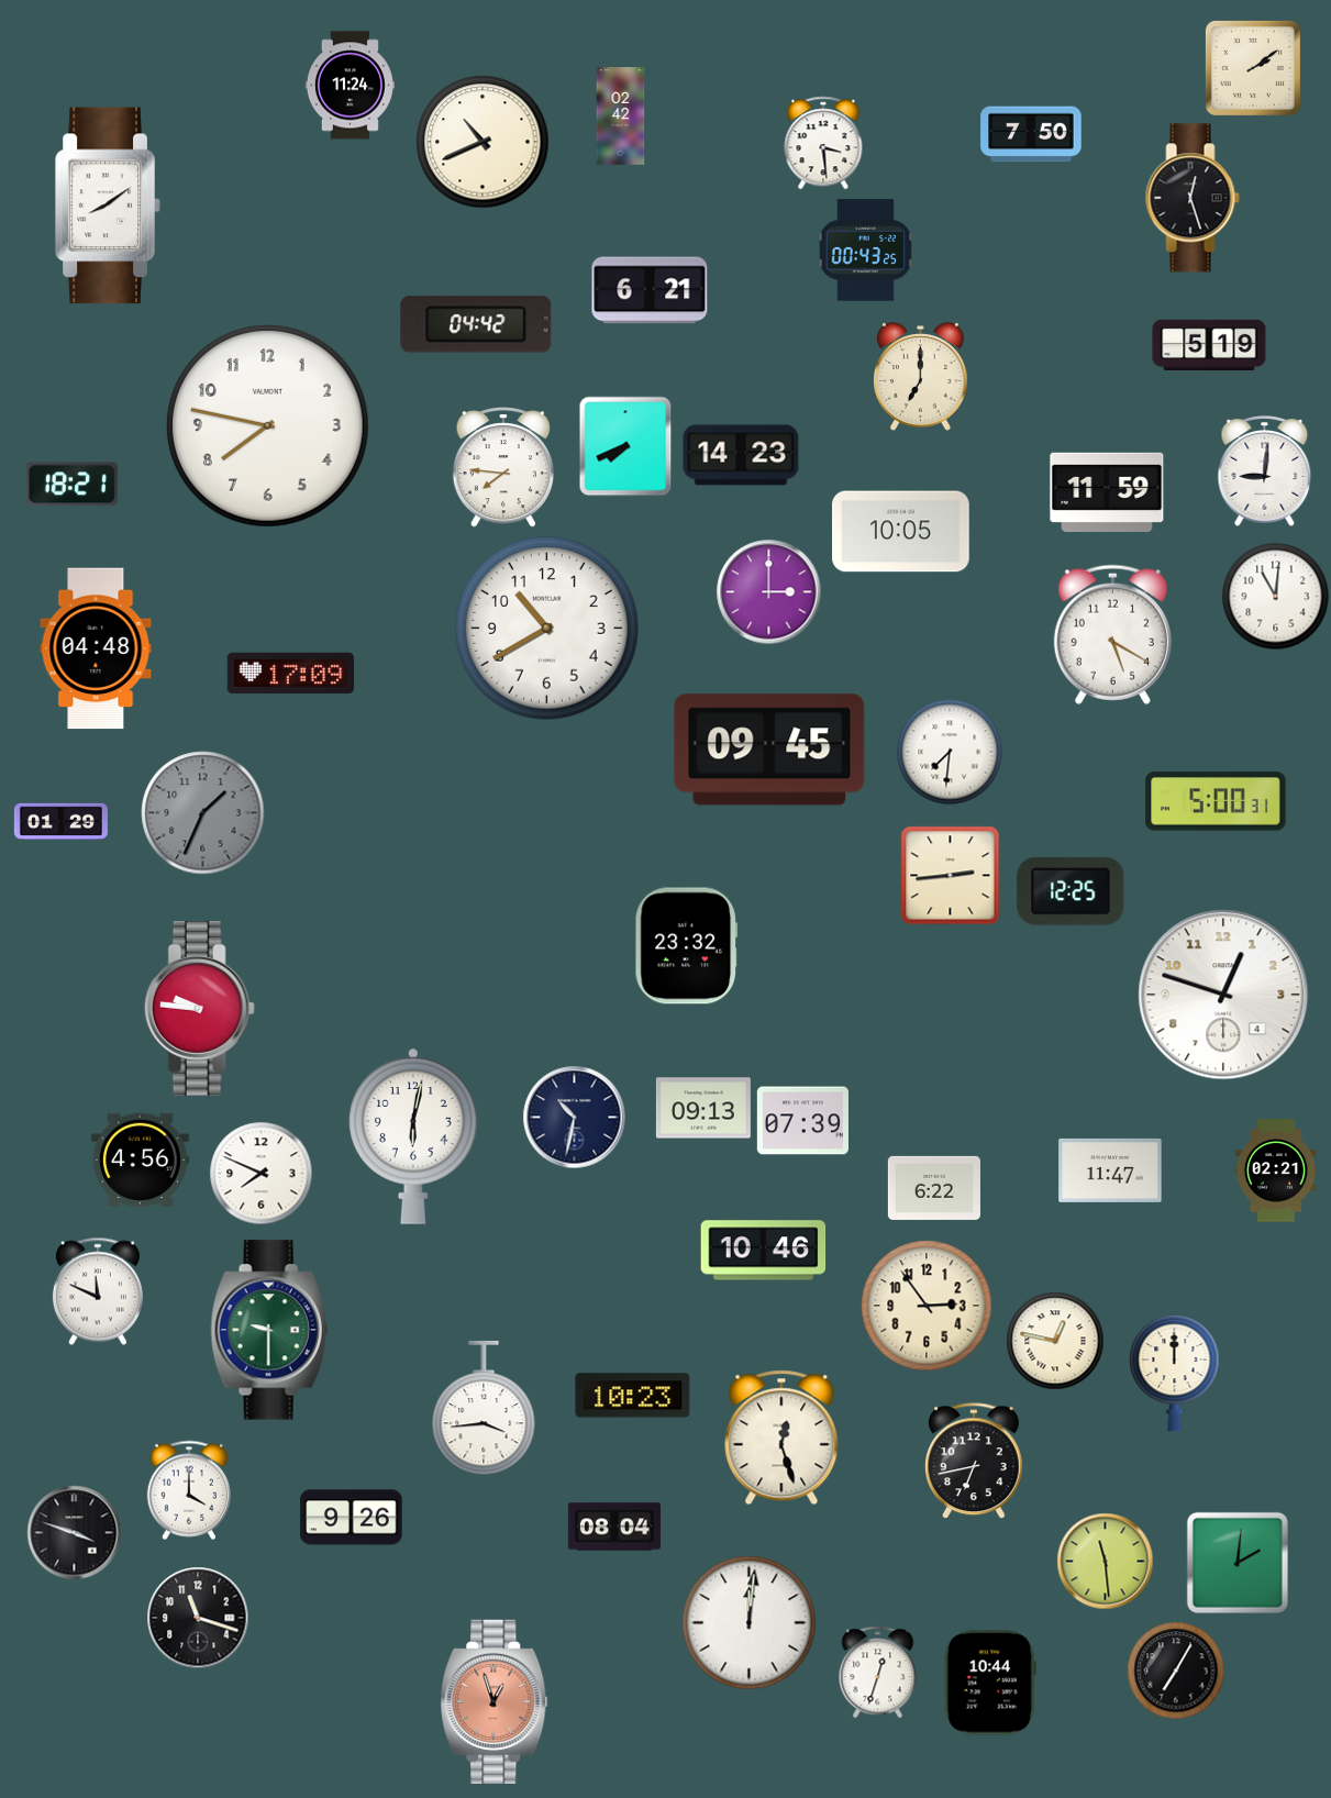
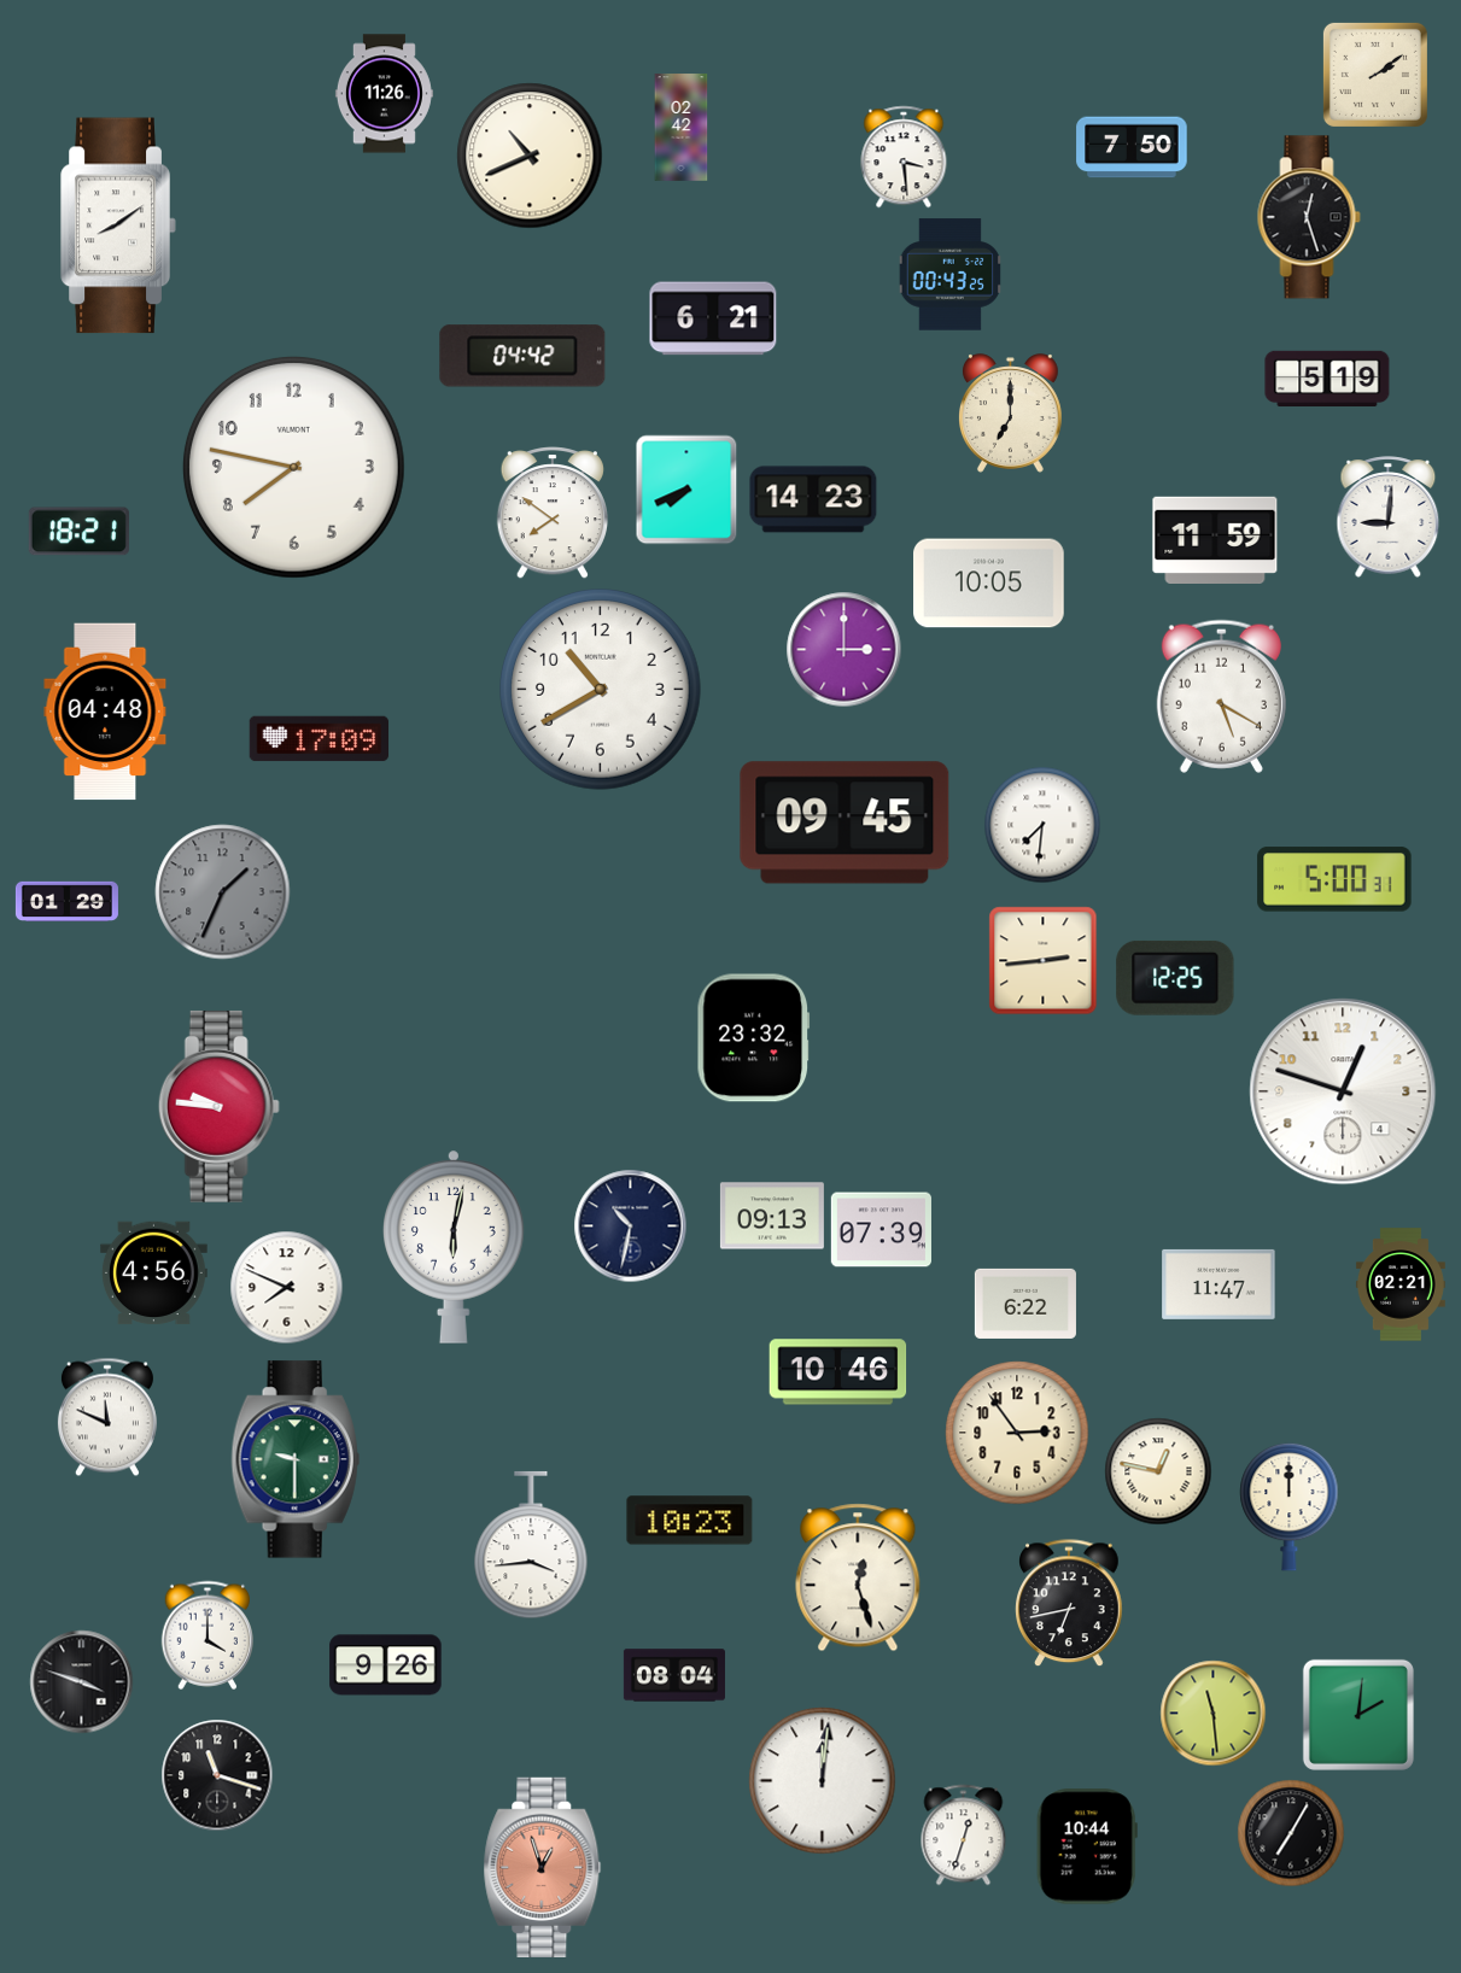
clock at (350, 86): 11:24 -> 11:26
clock at (502, 467): 7:46 -> 7:51
clock at (1276, 597): 11:01 -> none
clock at (633, 1396) position: (633, 1396) -> (690, 1521)
